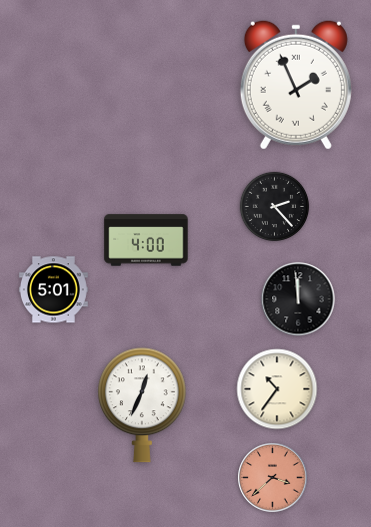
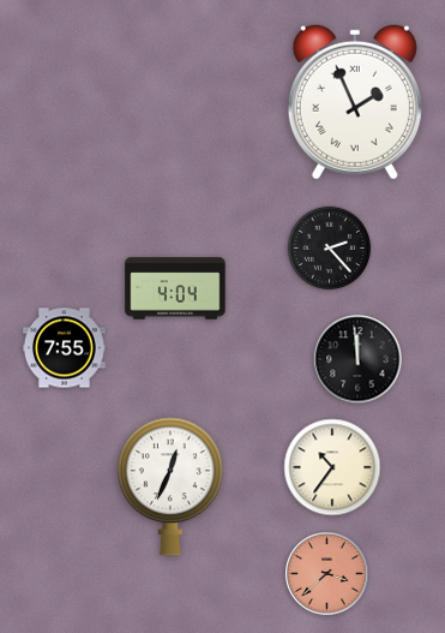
clock at (146, 240): 4:00 -> 4:04
clock at (53, 290): 5:01 -> 7:55
